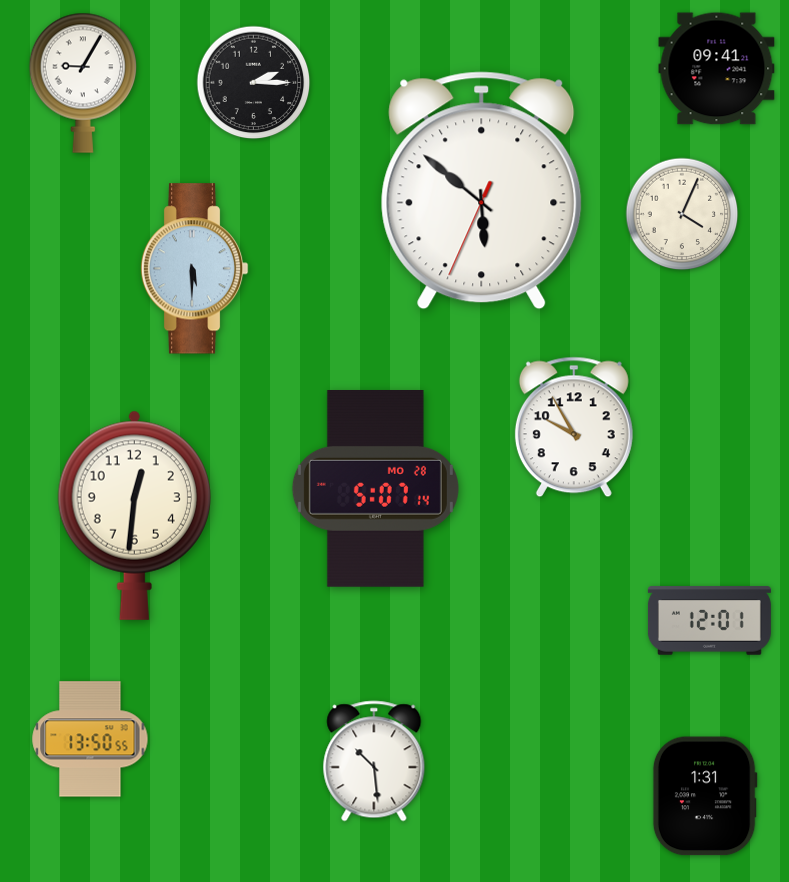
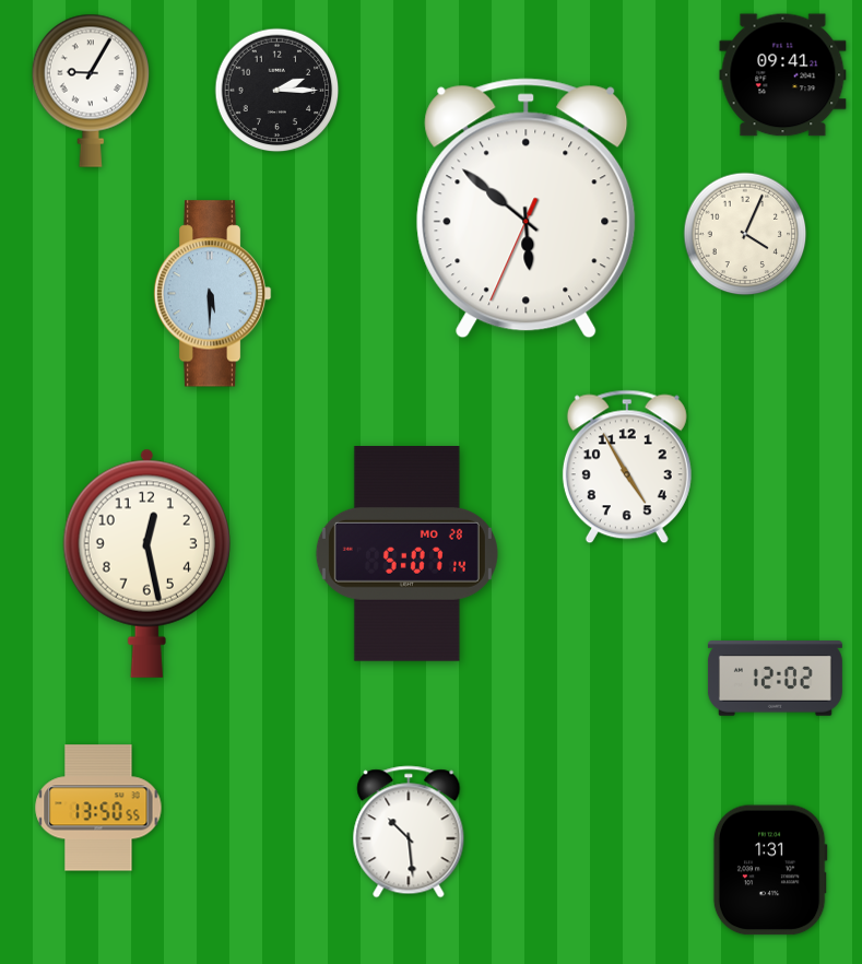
clock at (574, 427): 9:55 -> 4:55
clock at (375, 489) position: (375, 489) -> (406, 554)
clock at (134, 515): 12:31 -> 12:28
clock at (709, 621): 12:01 -> 12:02
